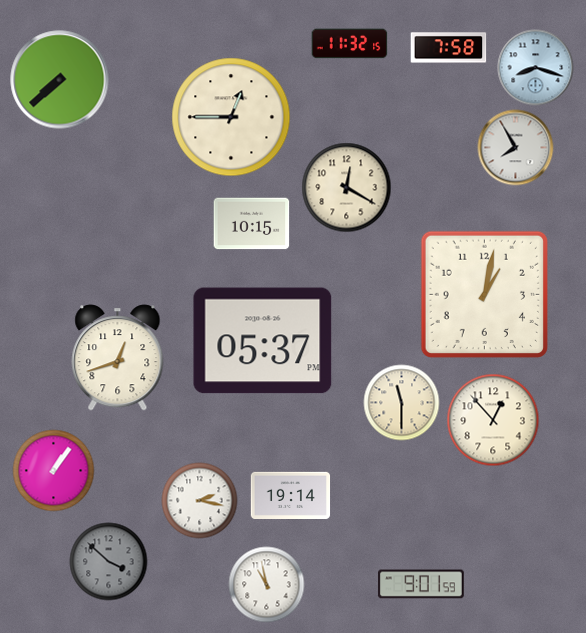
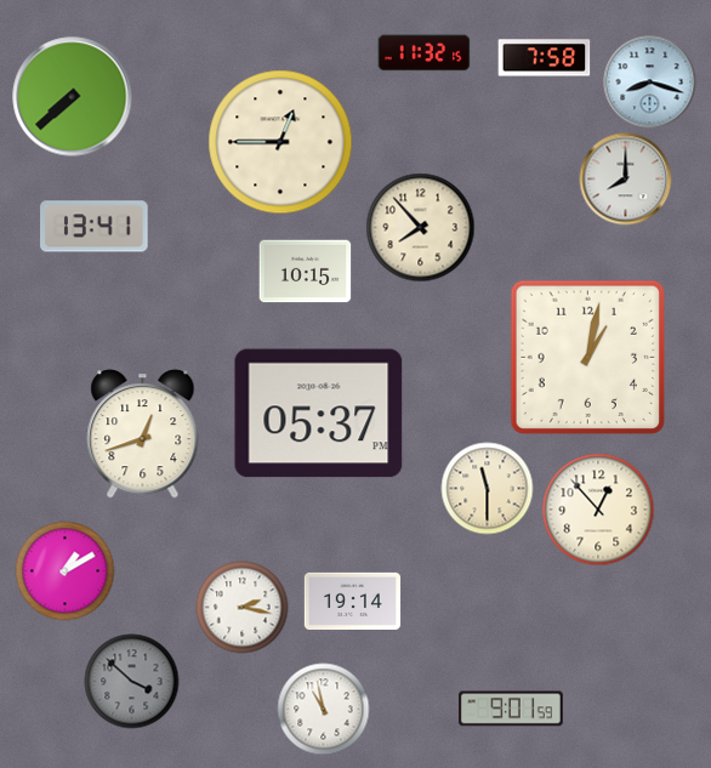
clock at (516, 148): 7:55 -> 8:00
clock at (95, 227): none -> 13:41
clock at (347, 188): 12:20 -> 7:53
clock at (54, 471): 1:06 -> 1:10
